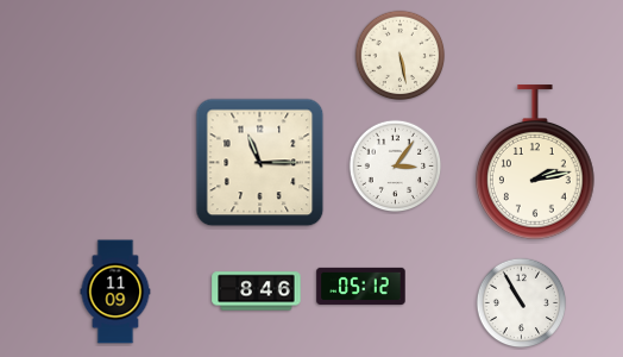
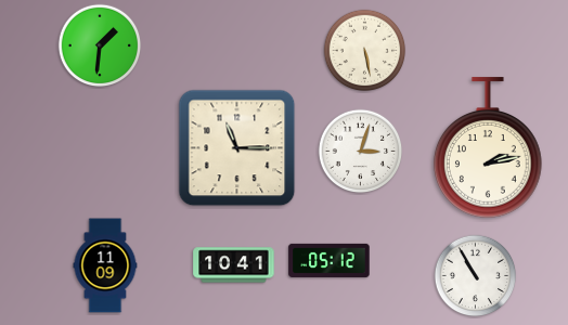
clock at (100, 45): none -> 1:31
clock at (396, 167): 3:06 -> 3:03
clock at (257, 292): 8:46 -> 10:41
